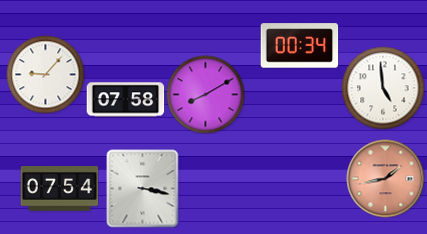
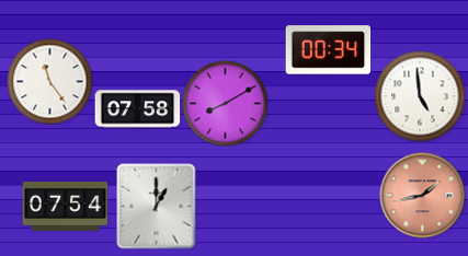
clock at (45, 74): 9:07 -> 11:24
clock at (143, 188): 3:17 -> 1:00
